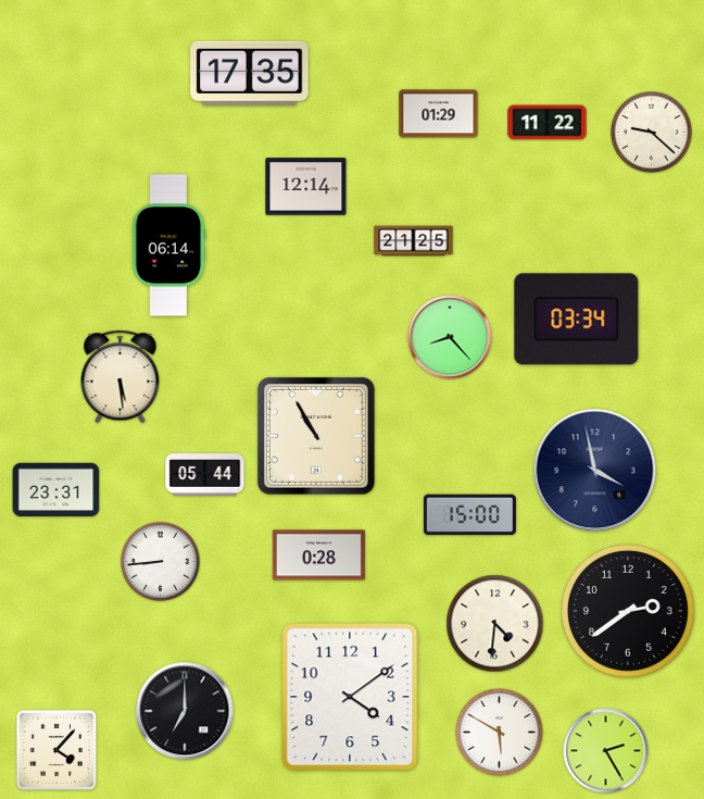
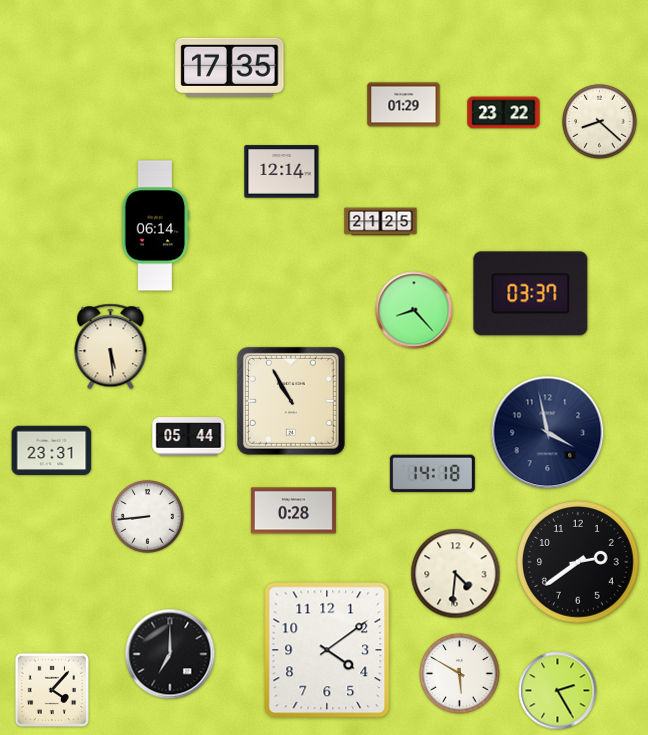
clock at (548, 123): 11:22 -> 23:22
clock at (652, 133): 9:22 -> 8:22
clock at (577, 320): 03:34 -> 03:37
clock at (469, 515): 15:00 -> 14:18
clock at (350, 697) position: (350, 697) -> (327, 650)
